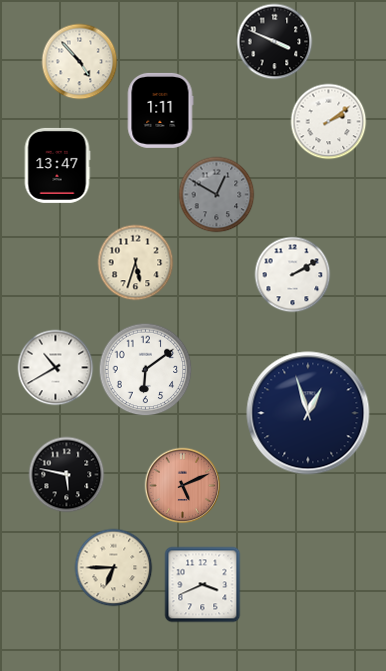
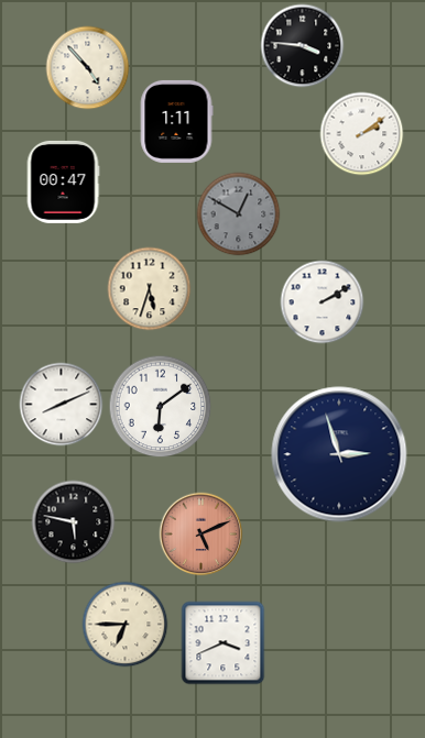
clock at (275, 42): 3:49 -> 3:46
clock at (57, 165): 13:47 -> 00:47
clock at (56, 368): 10:40 -> 8:11
clock at (308, 413): 12:57 -> 2:57
